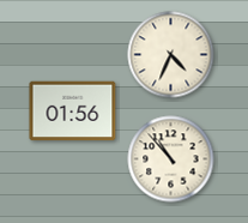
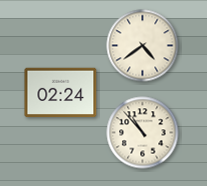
clock at (171, 55): 4:34 -> 4:39
clock at (73, 111): 01:56 -> 02:24
